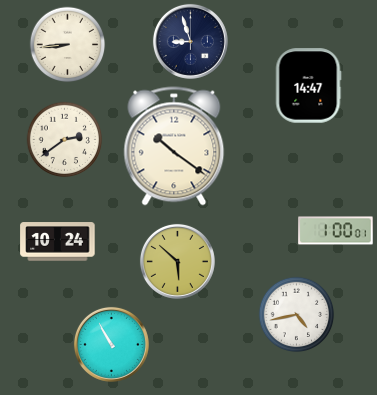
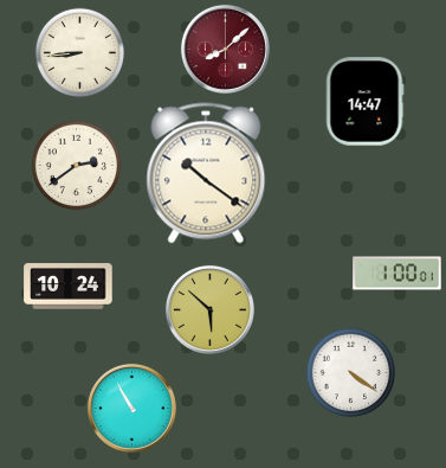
clock at (190, 41): 8:57 -> 8:08
clock at (190, 41) dial: navy -> burgundy
clock at (297, 315): 4:43 -> 4:21
